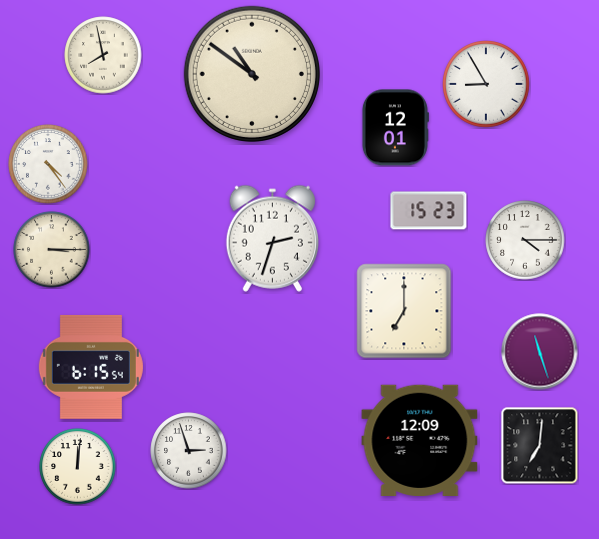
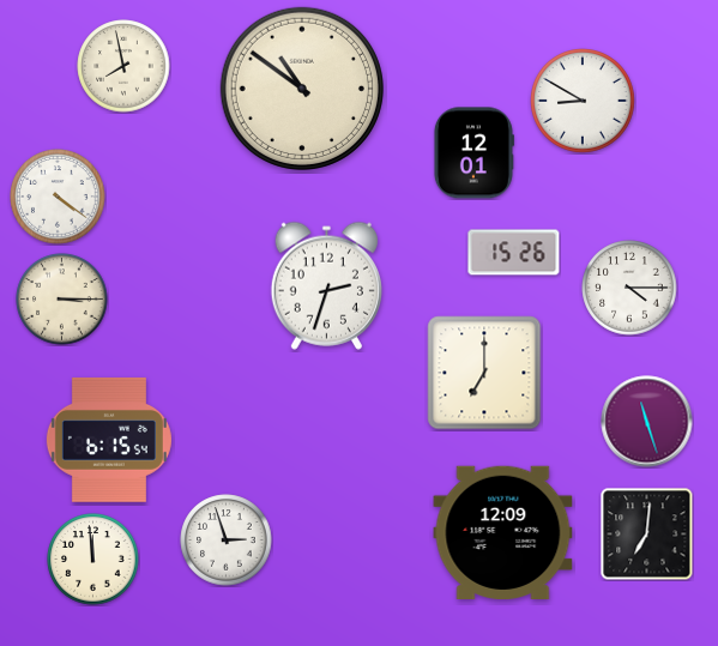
clock at (487, 85): 8:55 -> 8:50
clock at (48, 164): 4:24 -> 4:21
clock at (429, 211): 15:23 -> 15:26
clock at (420, 440) position: (420, 440) -> (503, 532)
clock at (78, 467): 12:01 -> 11:59
